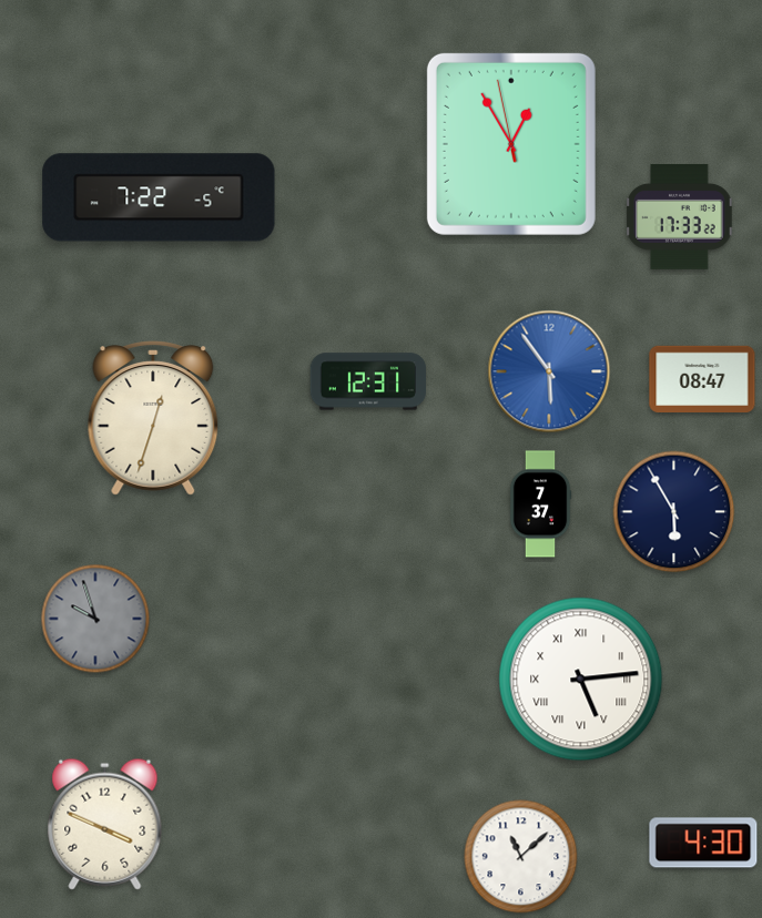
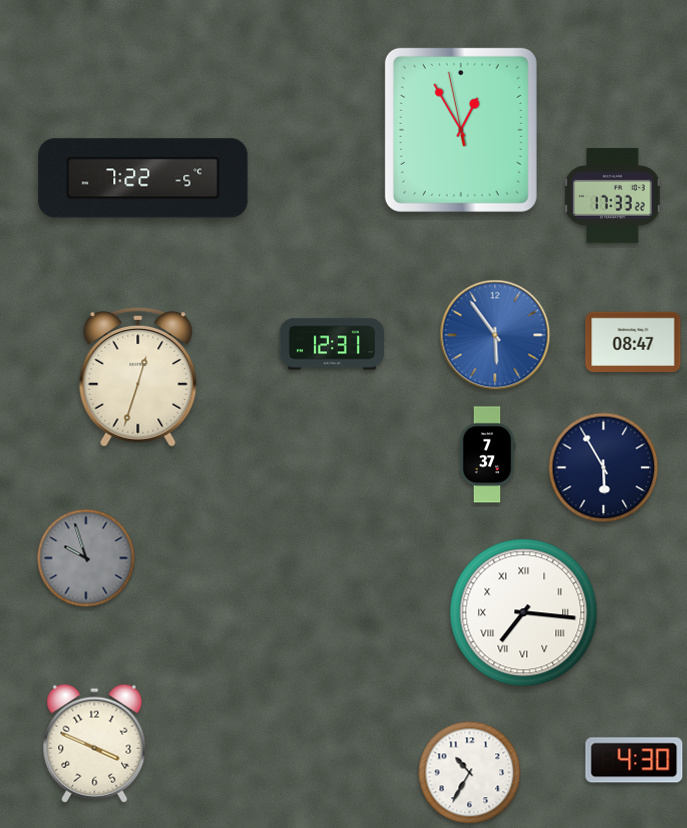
clock at (674, 512) position: (674, 512) -> (604, 468)
clock at (581, 680): 5:14 -> 7:16
clock at (521, 857): 11:08 -> 10:35
